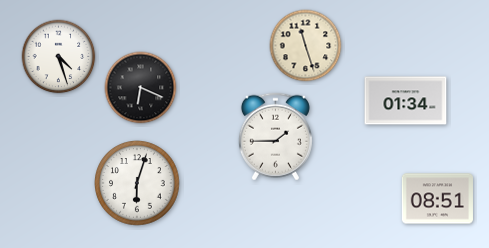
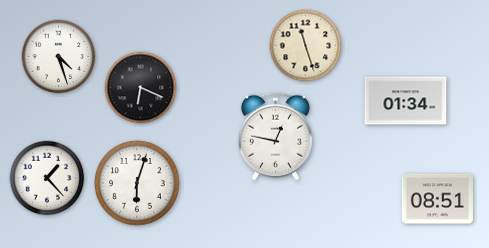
clock at (275, 137): 1:45 -> 12:47
clock at (47, 178): none -> 1:23
